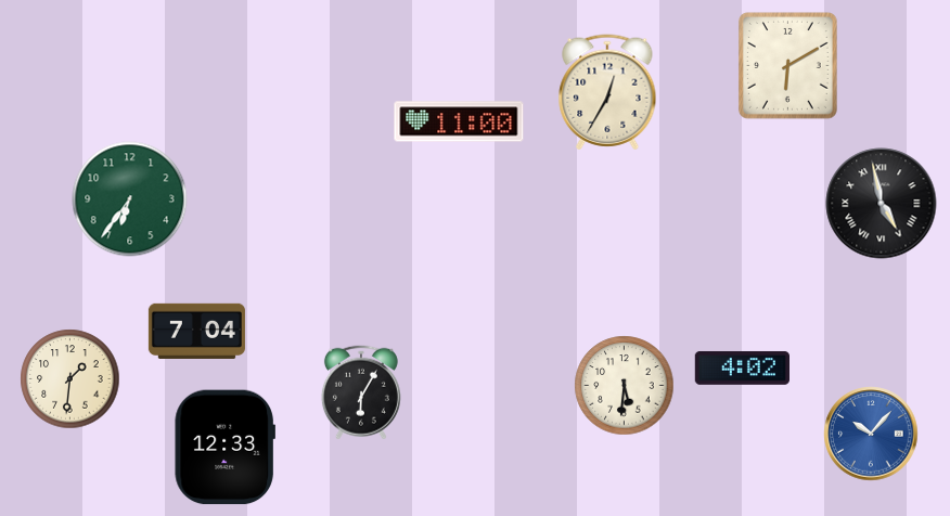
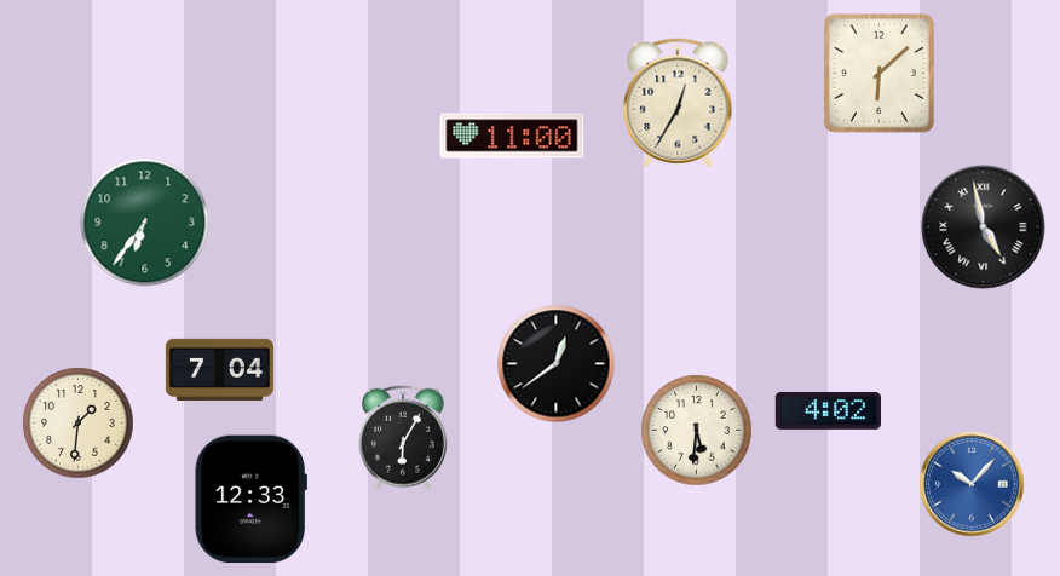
clock at (787, 65): 6:10 -> 6:08
clock at (557, 364): none -> 12:39
